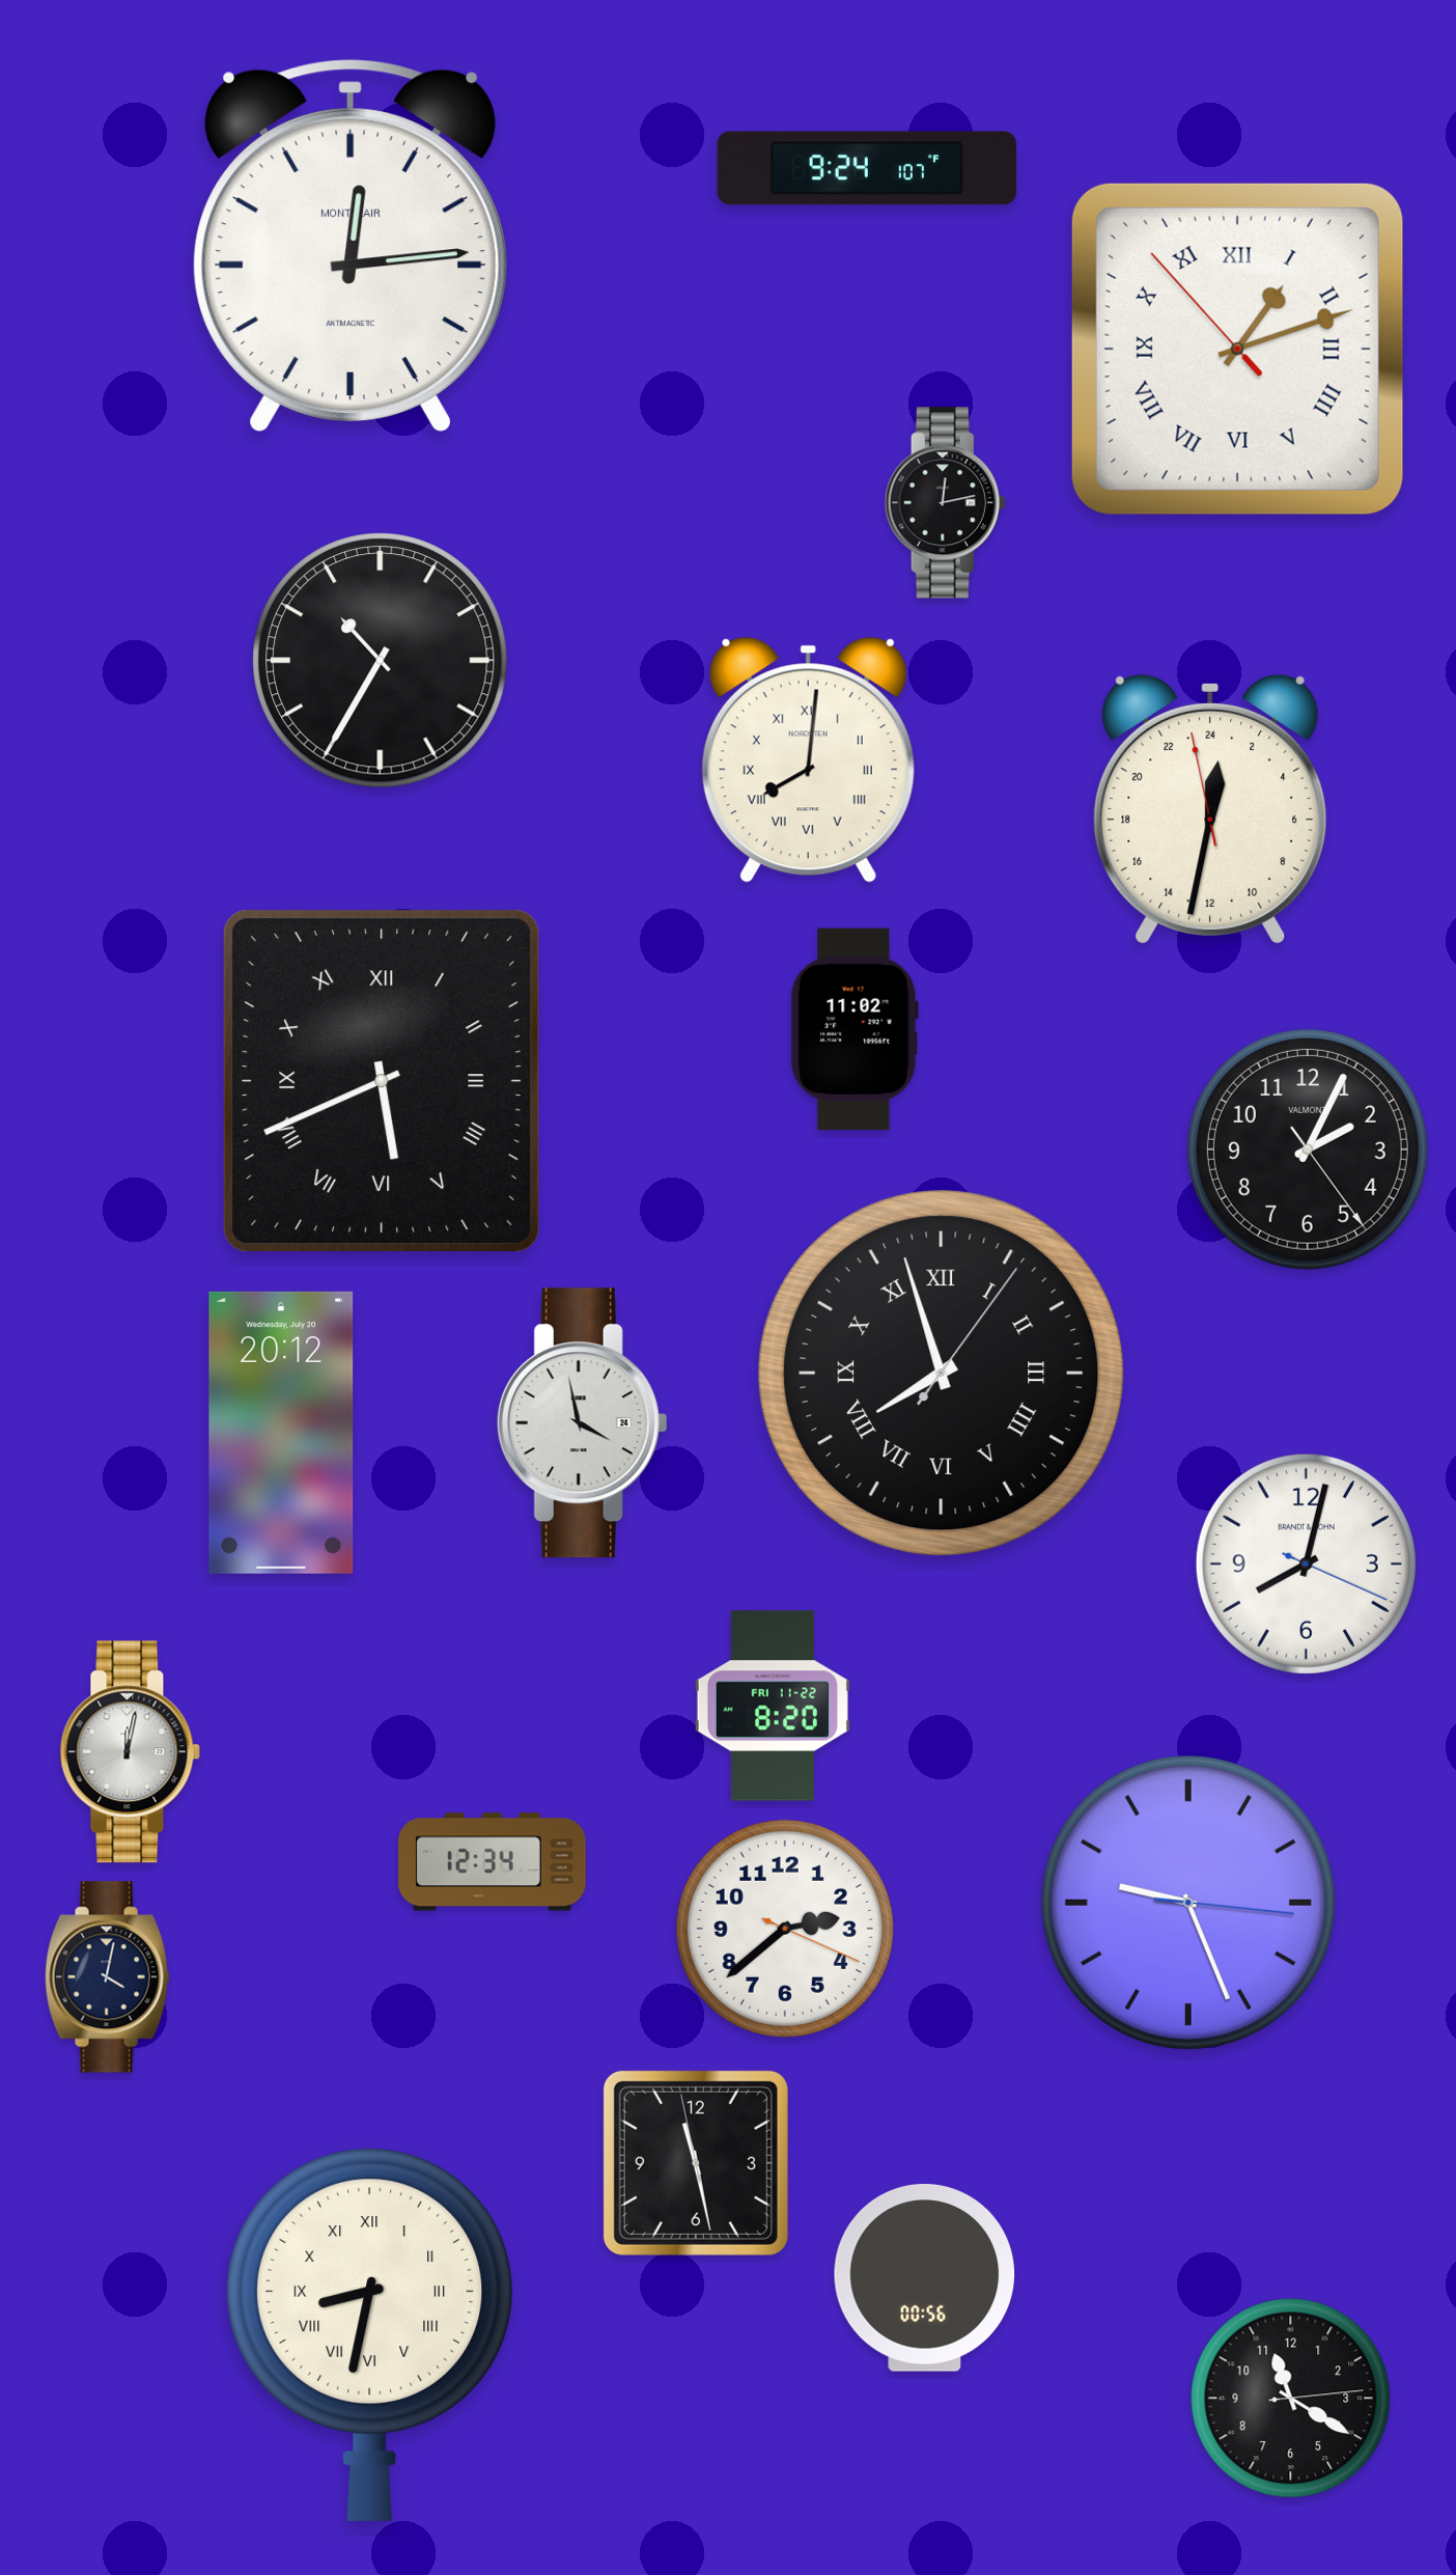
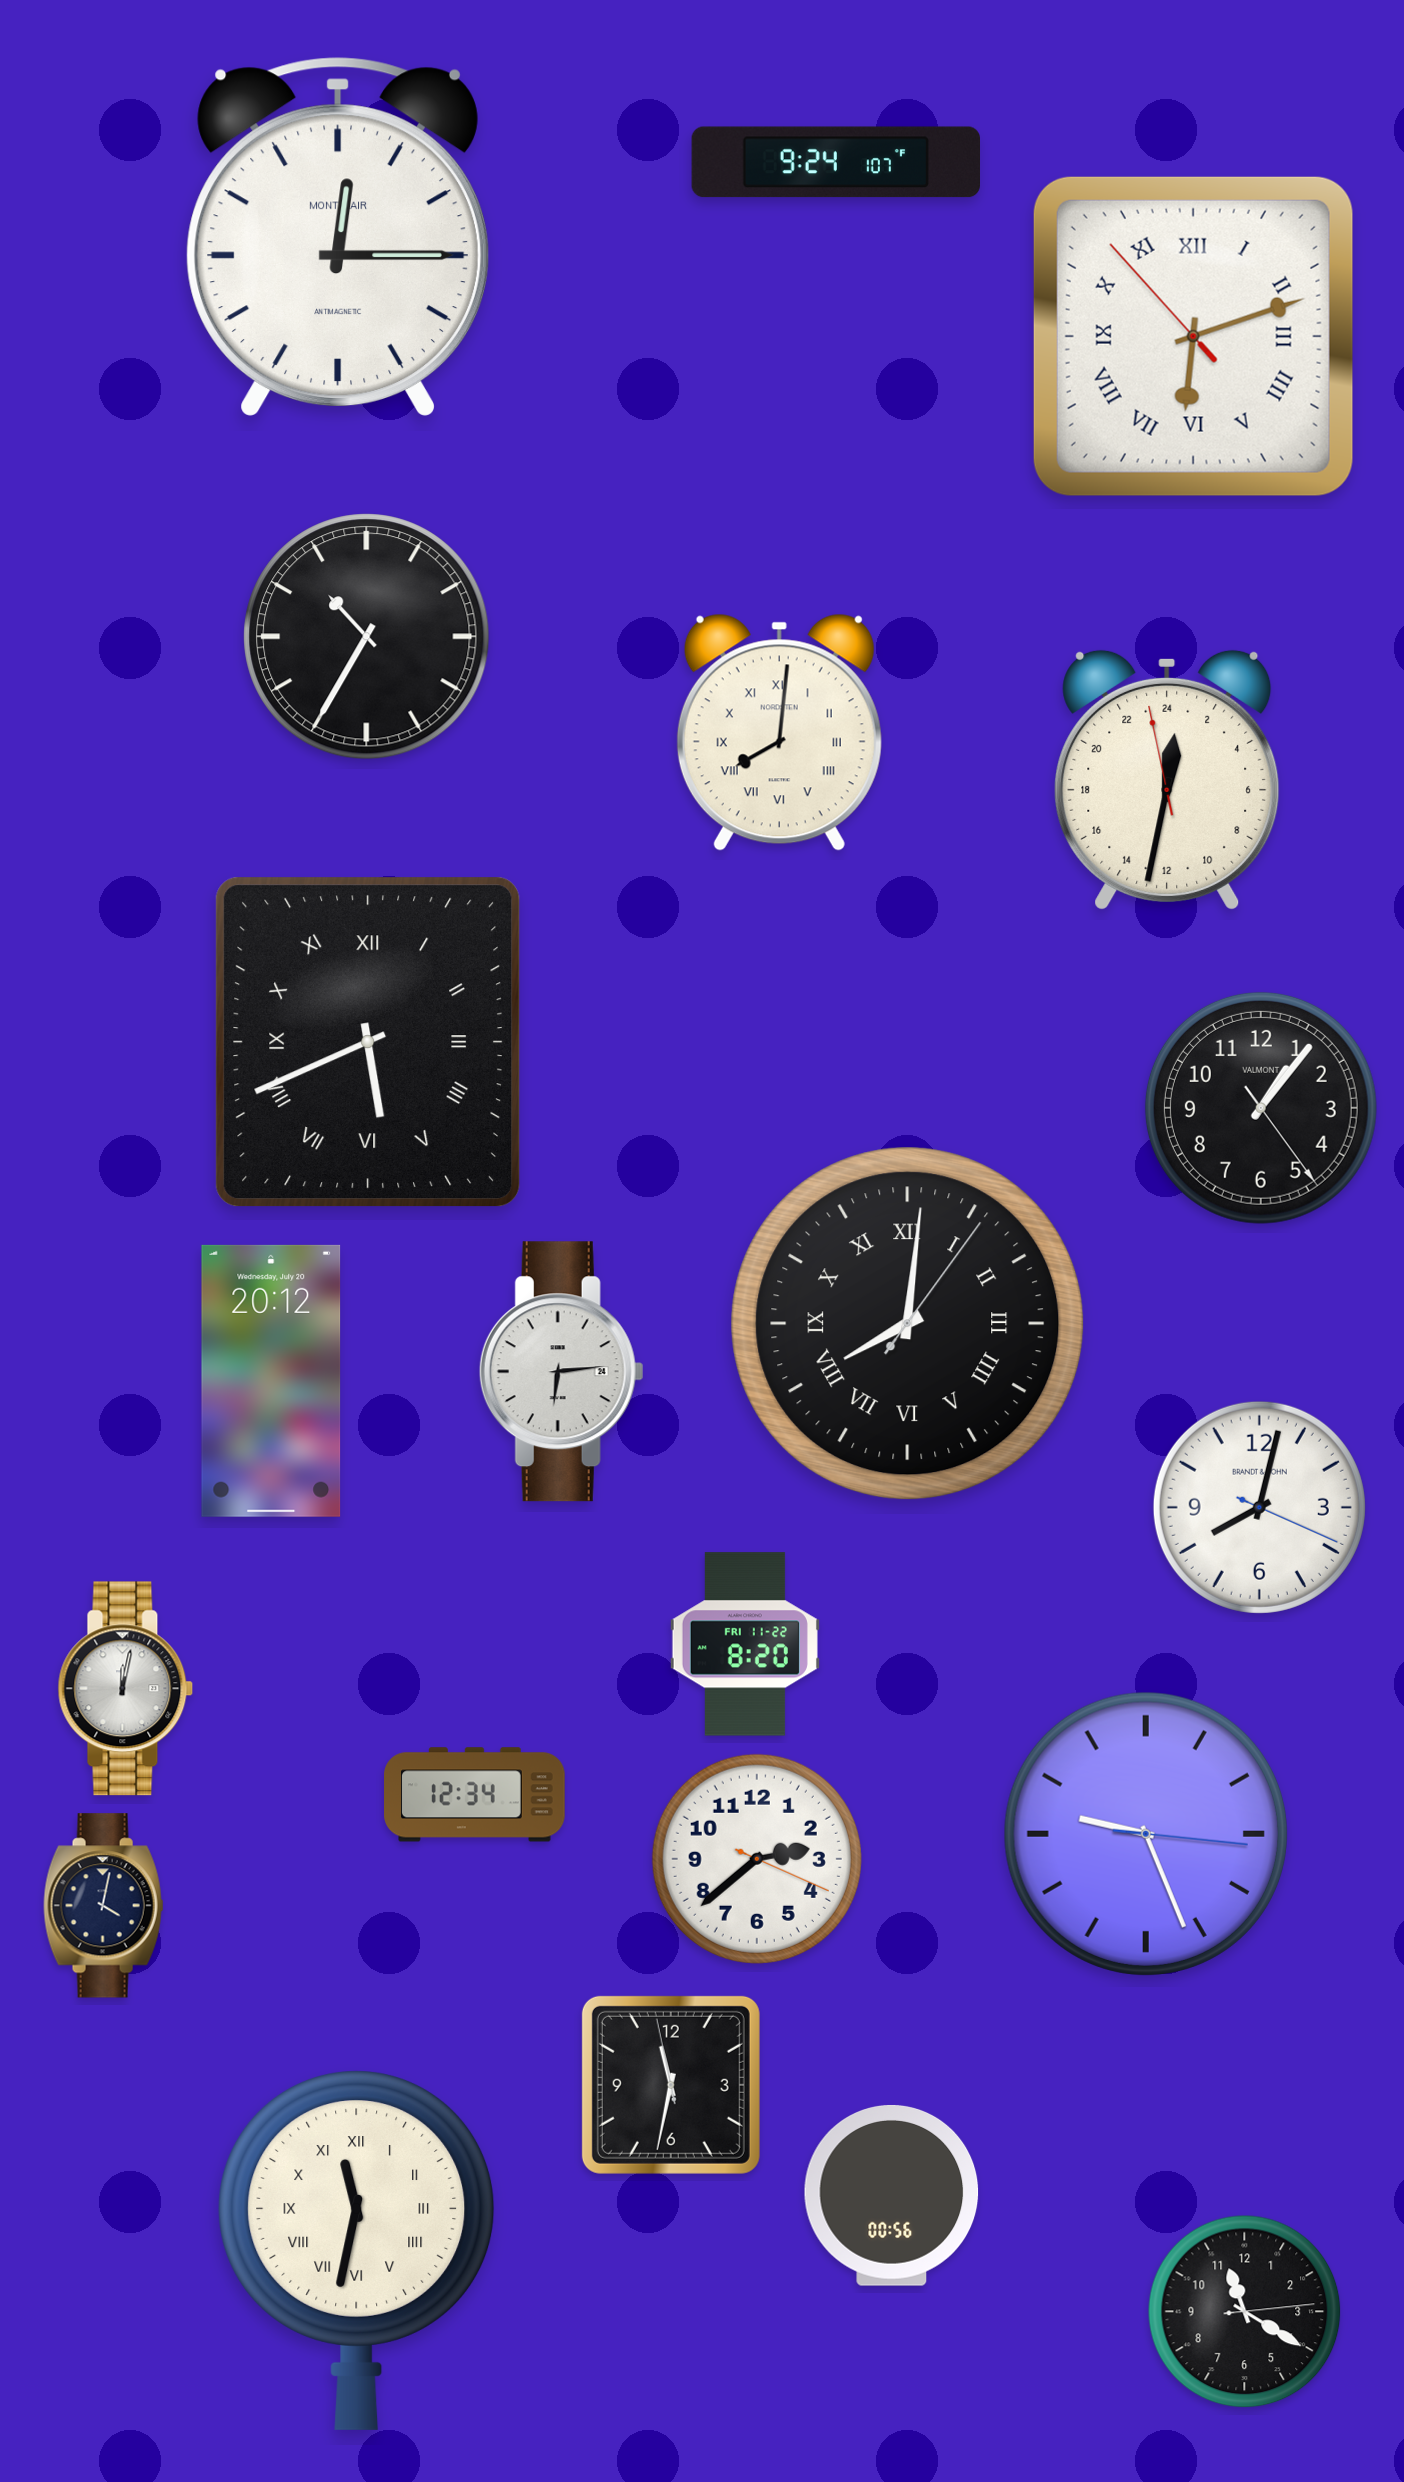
clock at (351, 246): 12:14 -> 12:15
clock at (1237, 349): 1:11 -> 6:11
clock at (945, 503): 12:13 -> none
clock at (855, 1029): 11:02 -> none
clock at (1308, 1150): 2:04 -> 1:06
clock at (942, 1374): 7:57 -> 8:01
clock at (582, 1423): 3:58 -> 6:14
clock at (696, 2163): 11:27 -> 11:31
clock at (370, 2334): 8:32 -> 11:32
